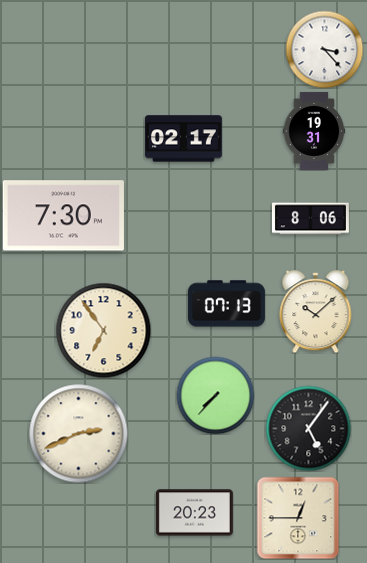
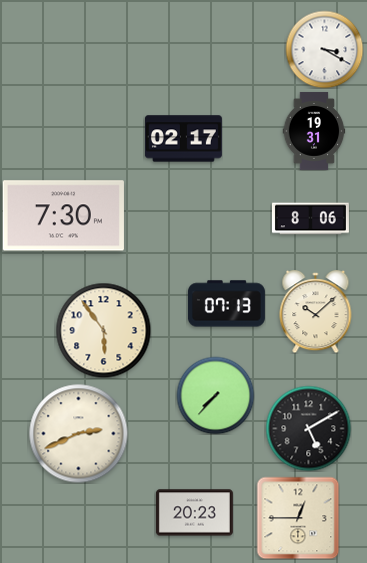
clock at (324, 49): 3:23 -> 3:20
clock at (103, 330): 6:54 -> 5:54
clock at (308, 428): 5:06 -> 5:10
